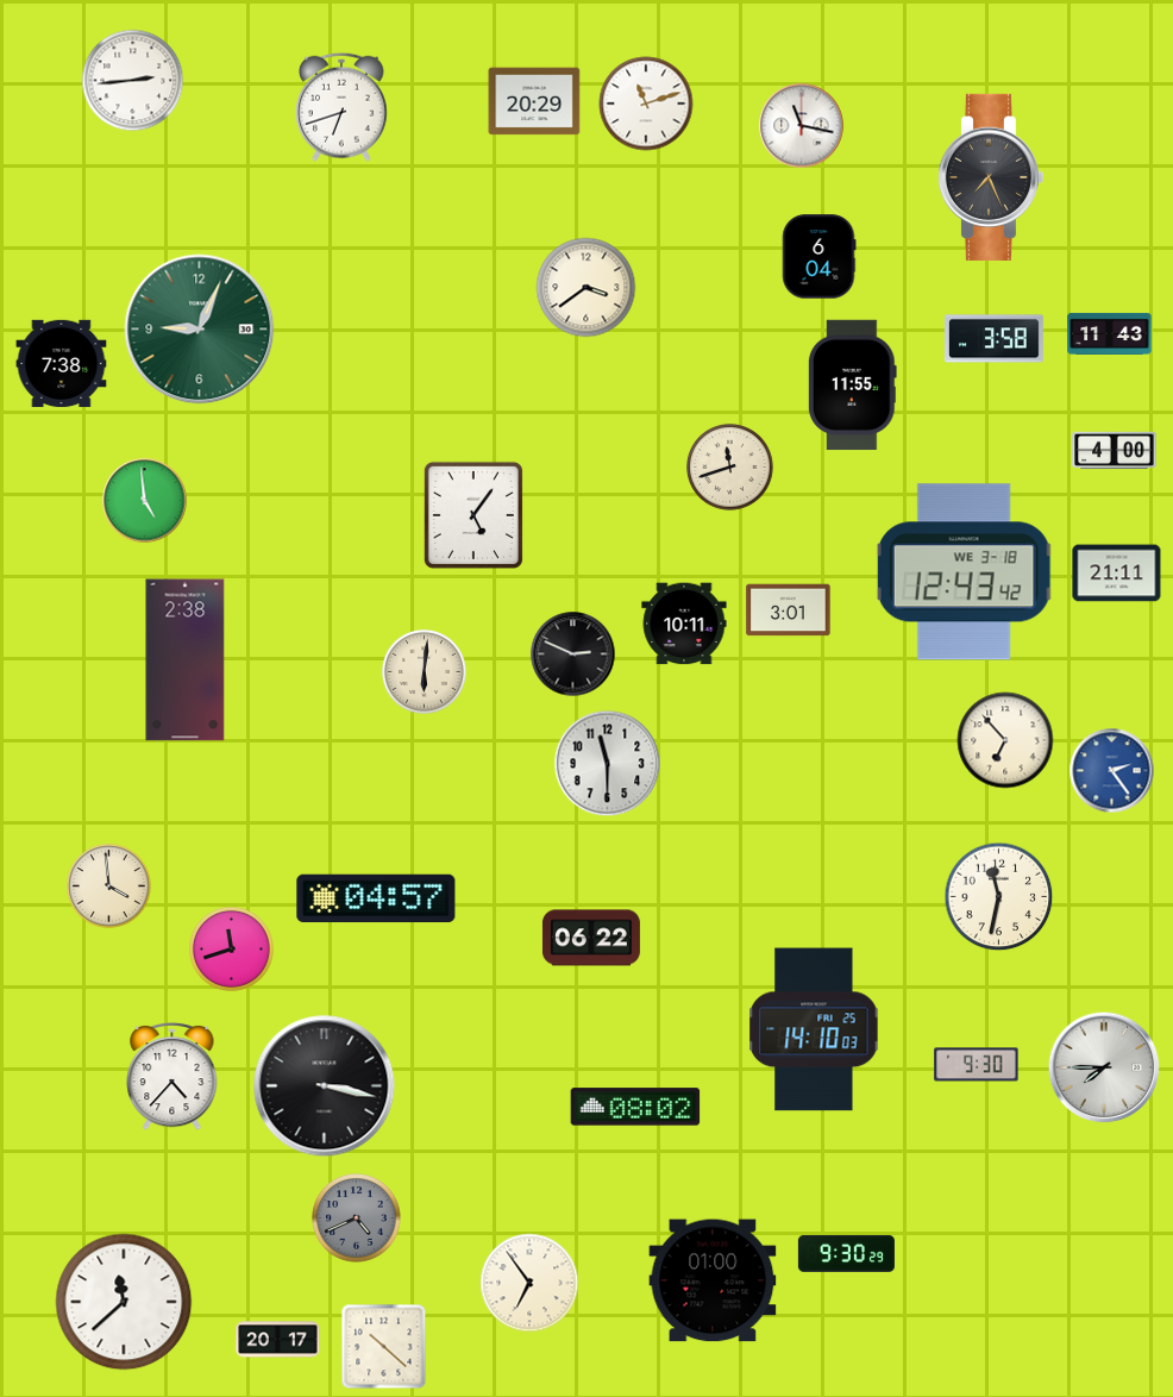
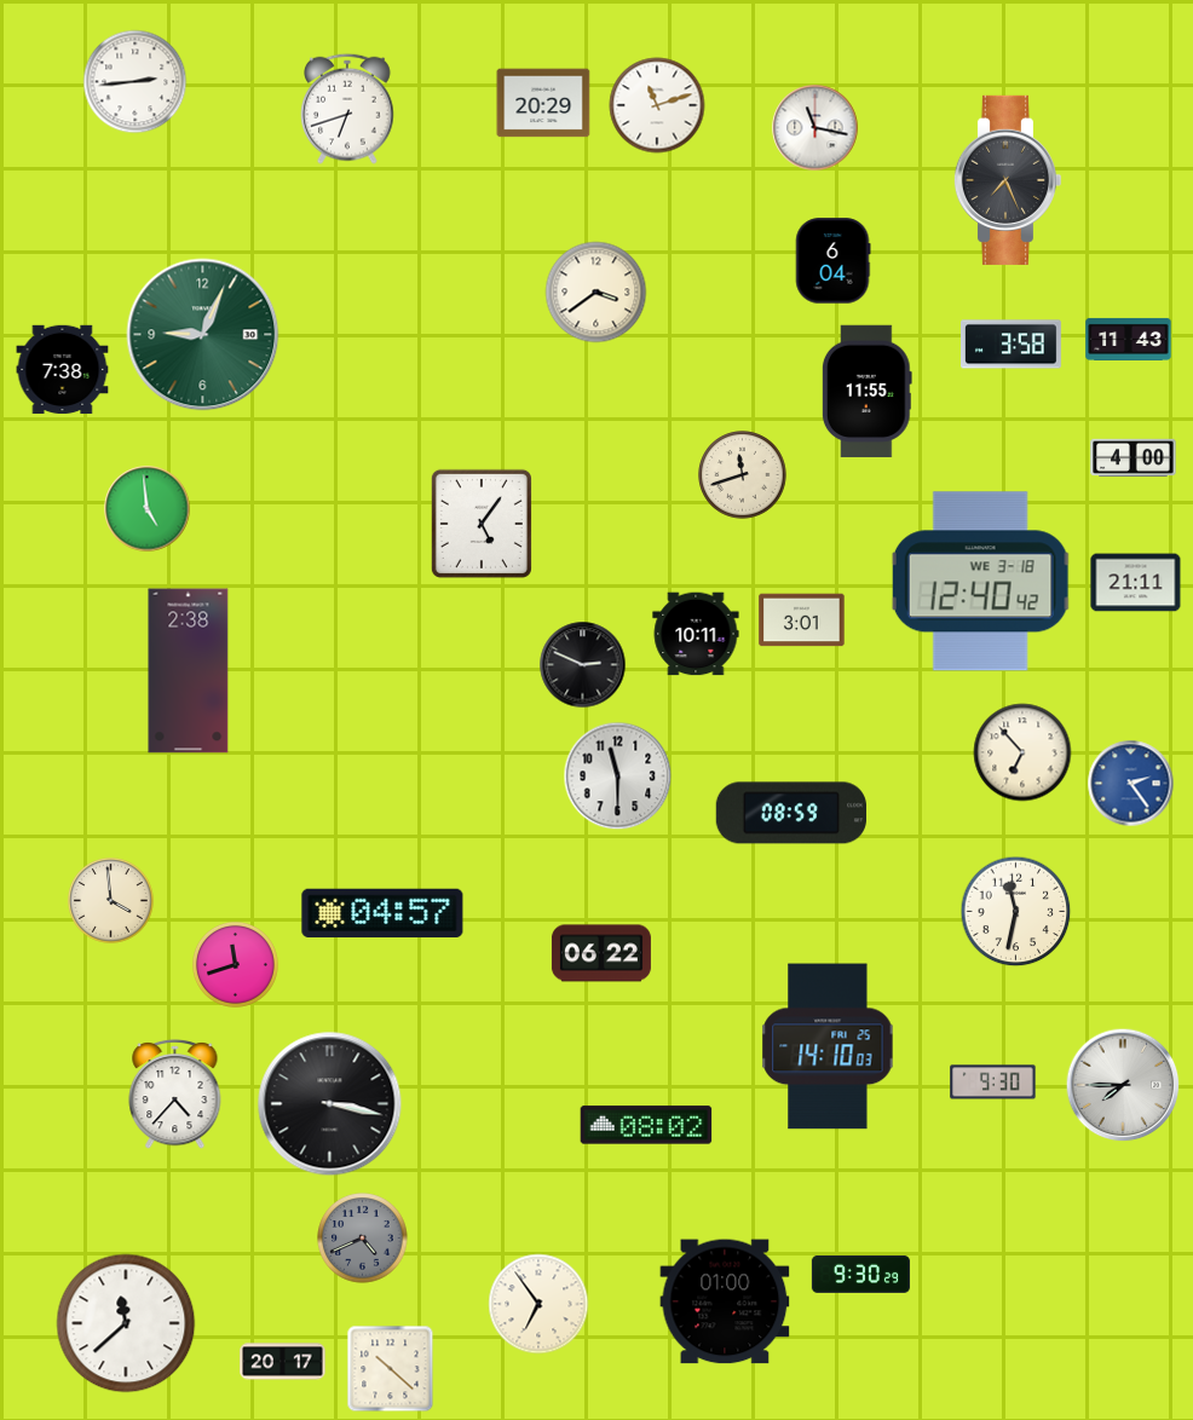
clock at (964, 572): 12:43 -> 12:40
clock at (424, 671): 6:01 -> none
clock at (790, 813): none -> 08:59
